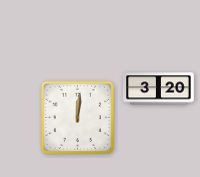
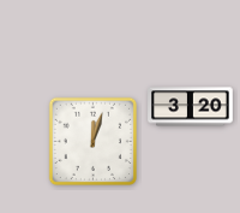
clock at (77, 117): 12:01 -> 12:03
